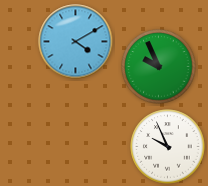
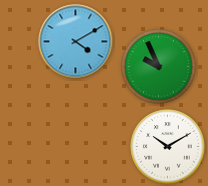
clock at (168, 147): 9:56 -> 10:10
